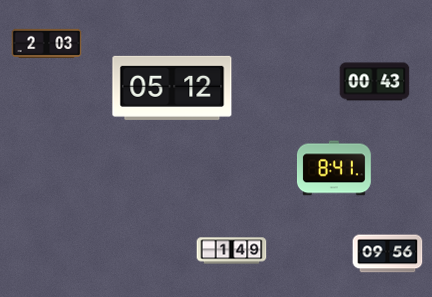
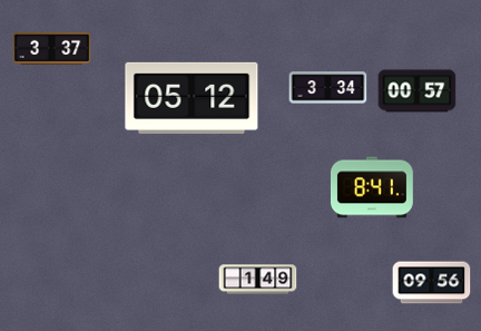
clock at (47, 44): 2:03 -> 3:37
clock at (328, 88): none -> 3:34
clock at (375, 82): 00:43 -> 00:57
